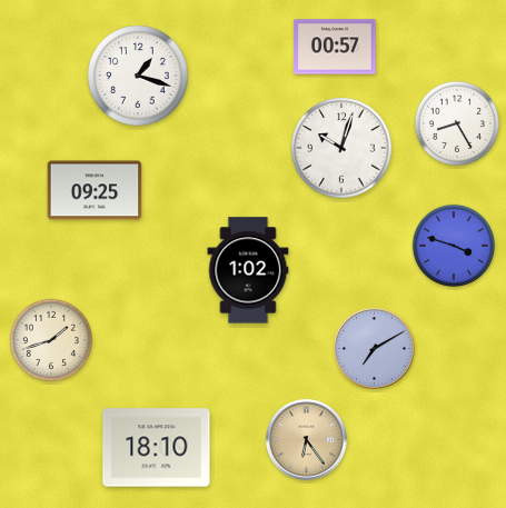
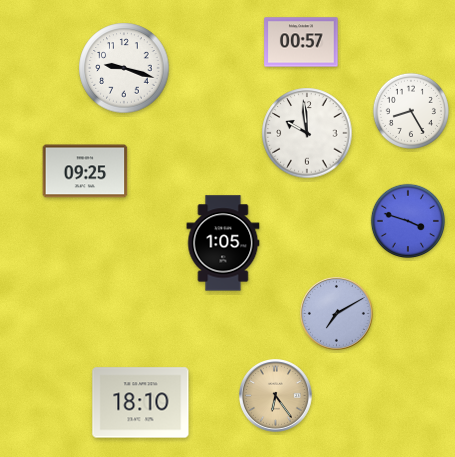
clock at (138, 76): 1:18 -> 9:18
clock at (341, 148): 10:03 -> 9:59
clock at (248, 270): 1:02 -> 1:05
clock at (50, 339): 1:42 -> none
